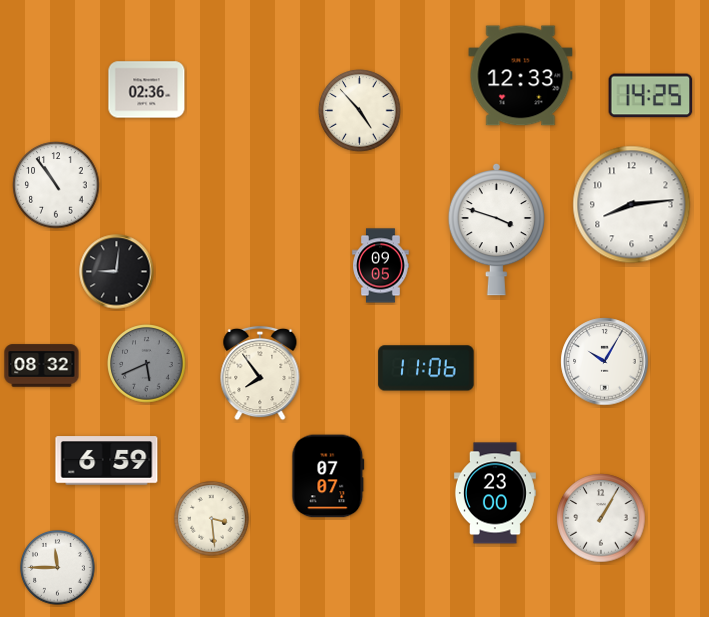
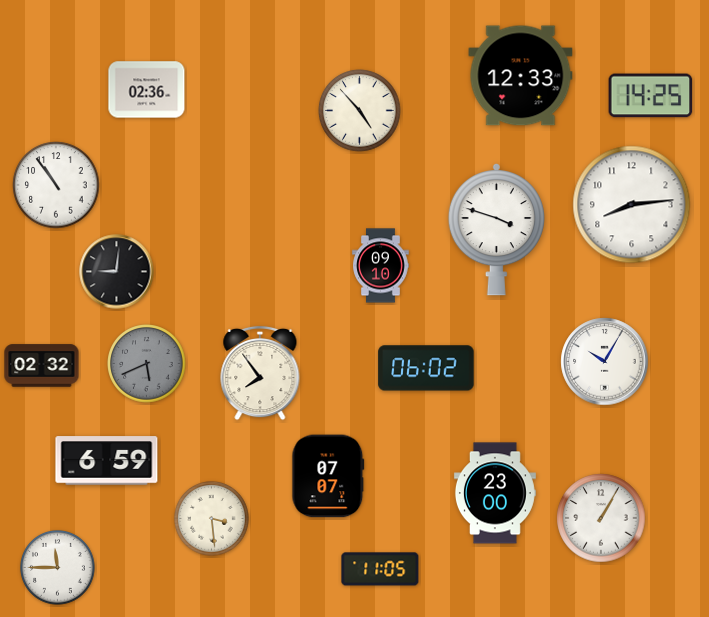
clock at (381, 266): 09:05 -> 09:10
clock at (42, 366): 08:32 -> 02:32
clock at (426, 368): 11:06 -> 06:02
clock at (380, 569): none -> 11:05
